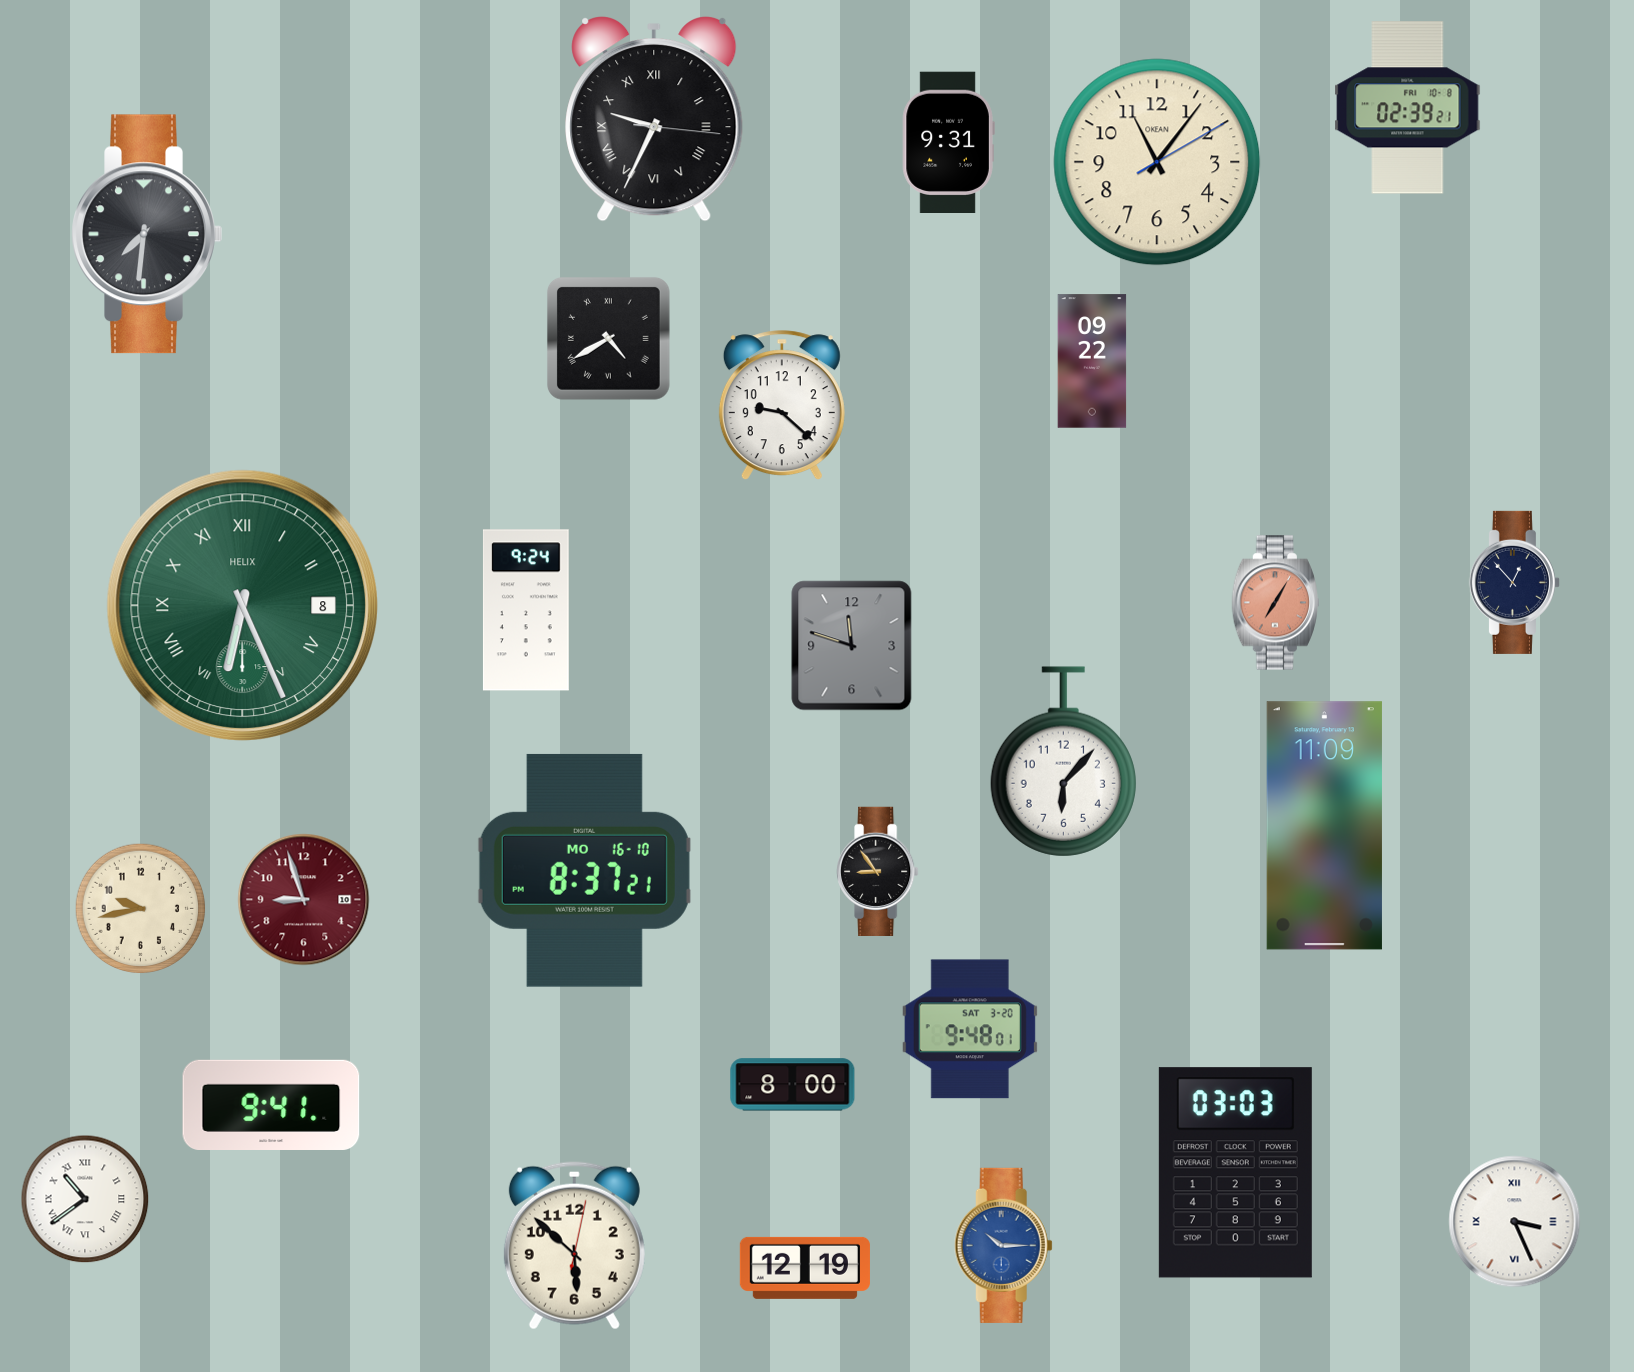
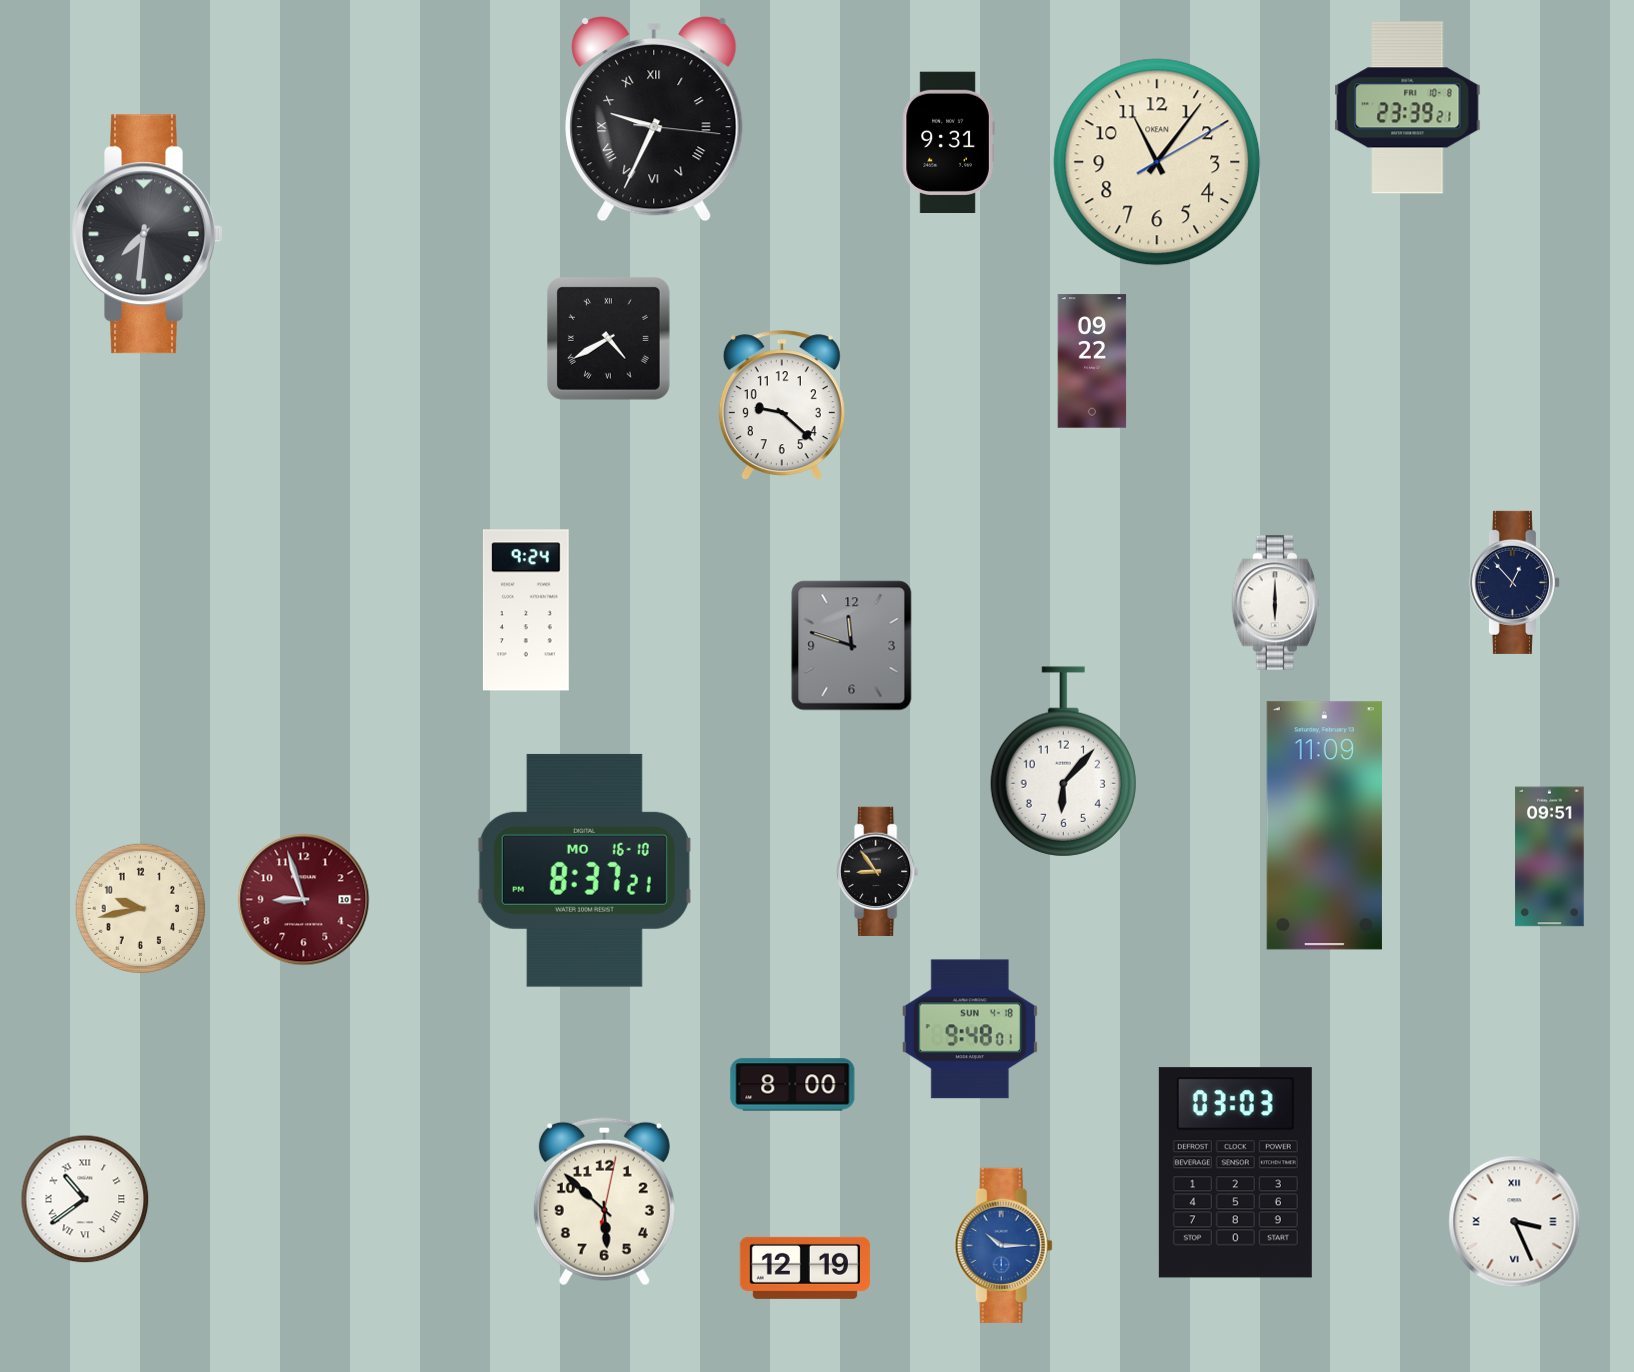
clock at (1408, 108): 02:39 -> 23:39
clock at (1275, 603): 7:05 -> 6:00
clock at (1275, 603) dial: salmon -> white
clock at (242, 605): 6:26 -> none
clock at (1550, 857): none -> 09:51
clock at (970, 1029) date: SAT 3-20 -> SUN 4-18
clock at (271, 1104): 9:41 -> none
clock at (574, 1246) position: (574, 1246) -> (604, 1202)
